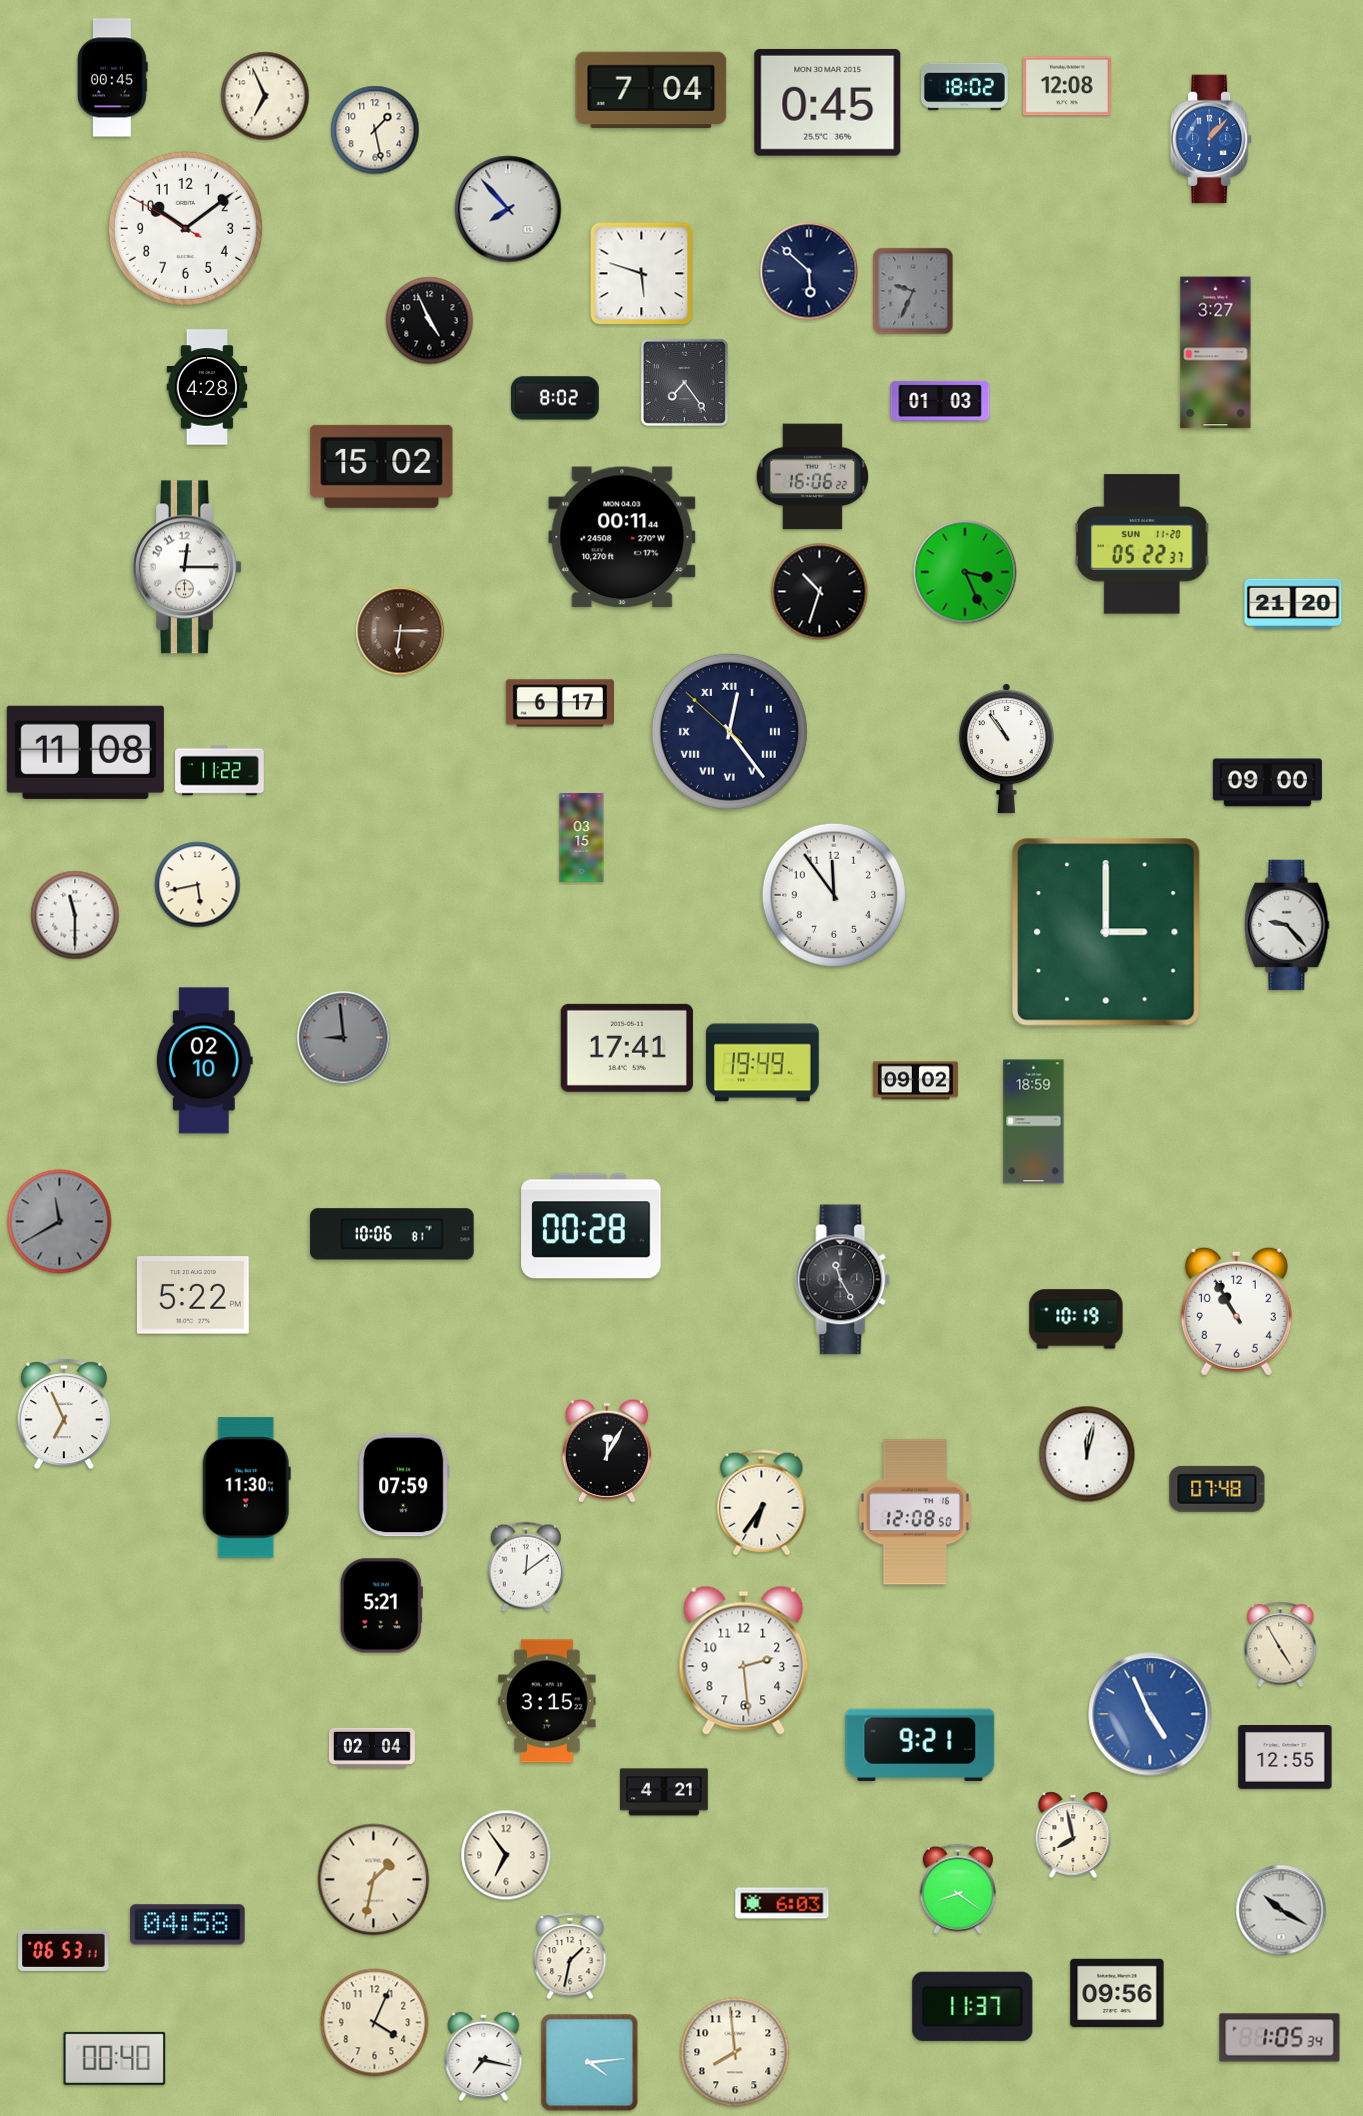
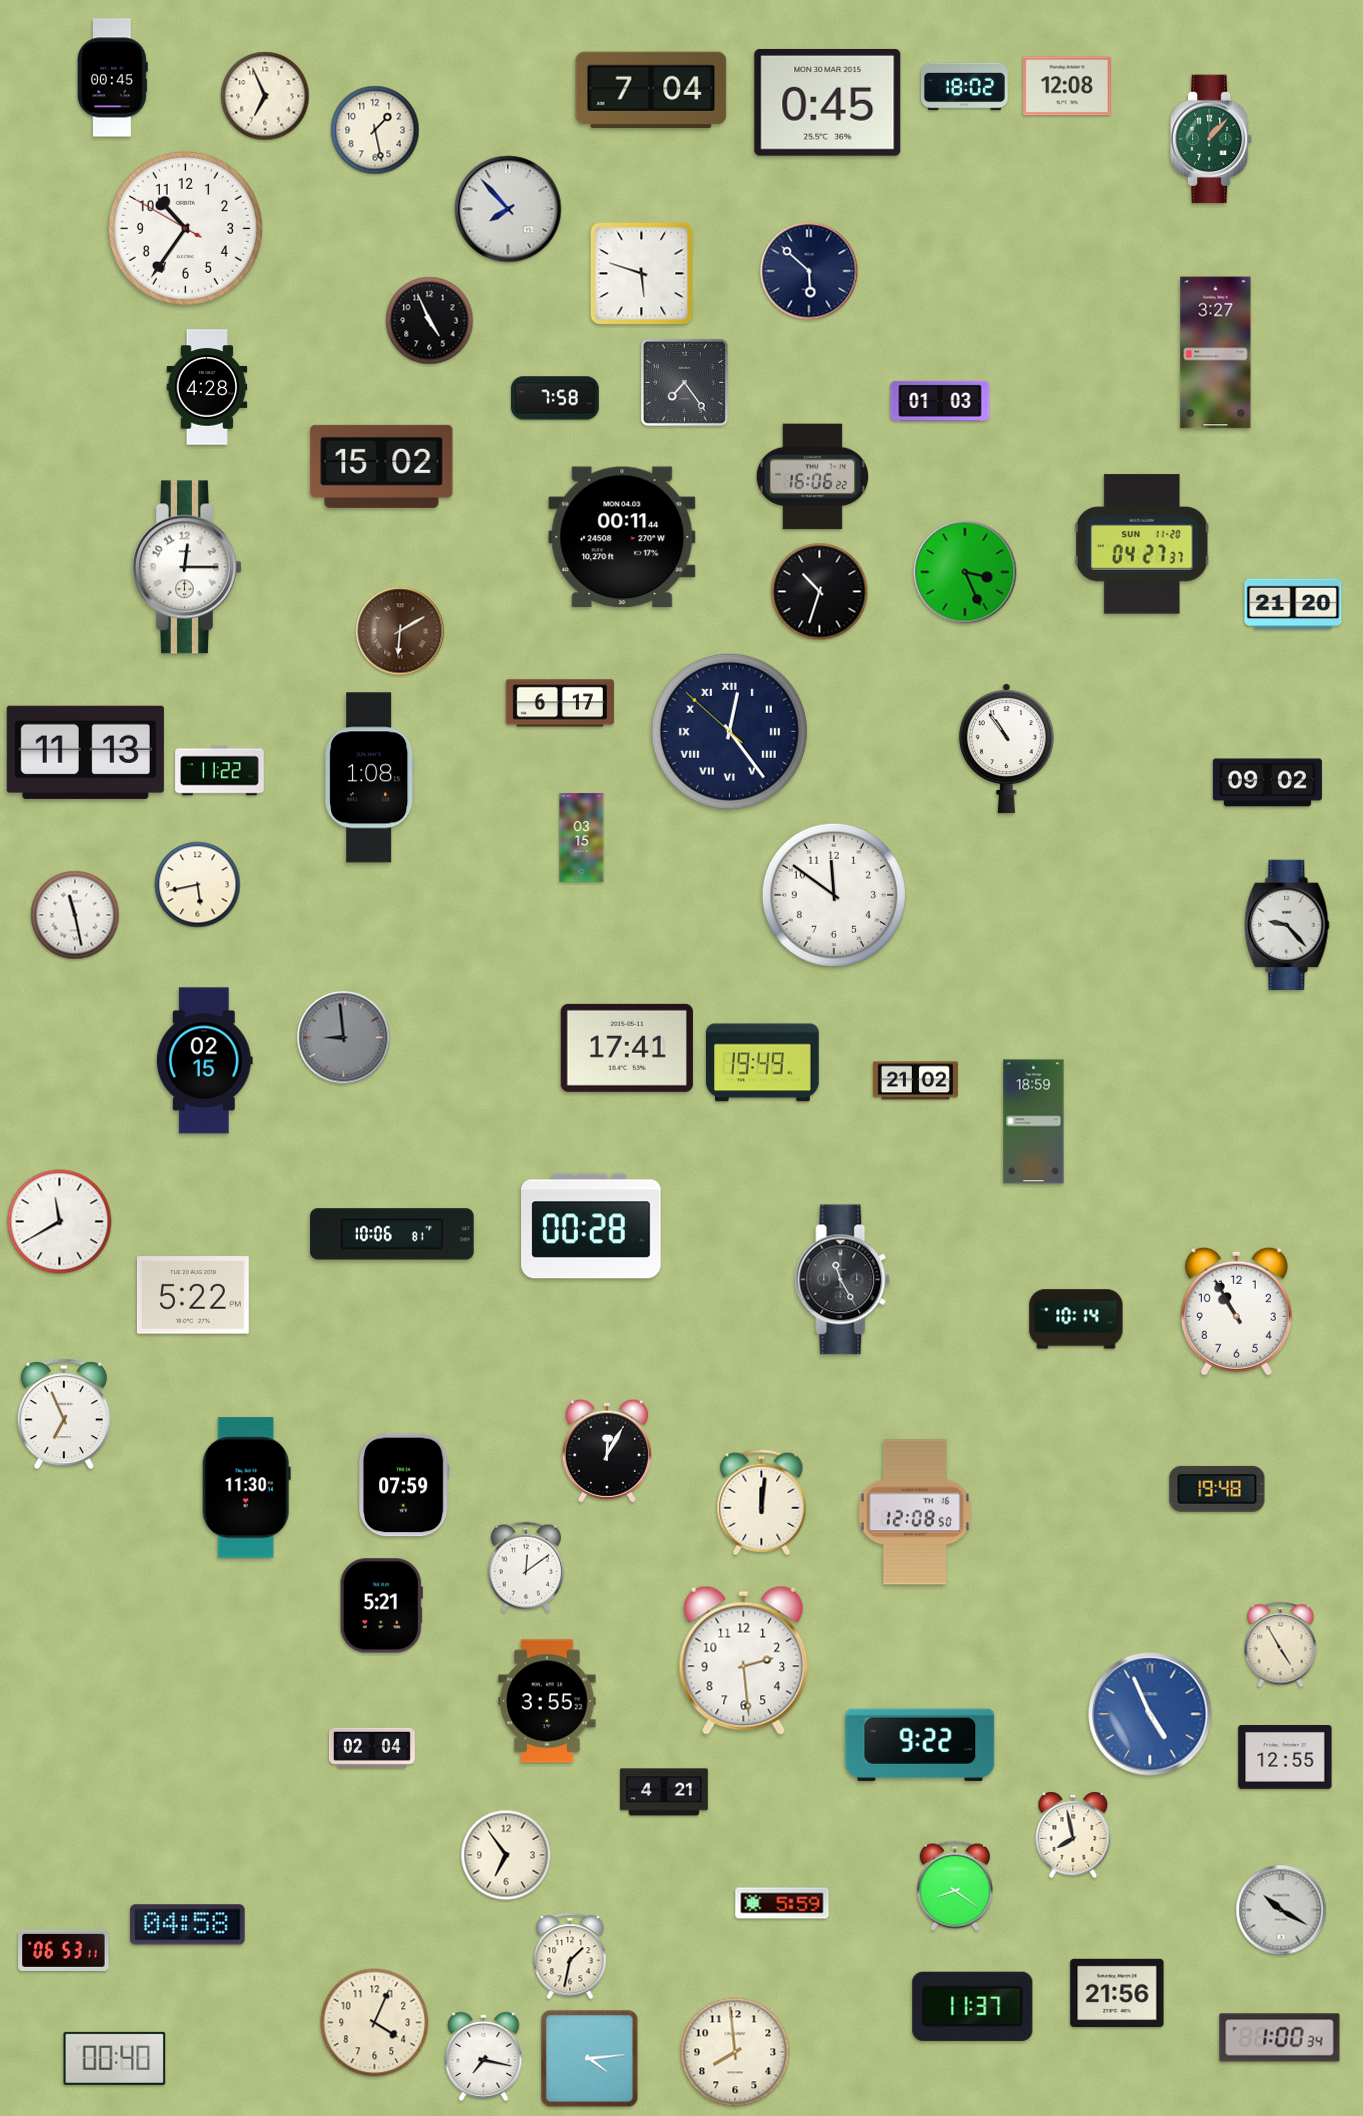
clock at (1211, 139) dial: blue -> green
clock at (185, 228): 10:08 -> 10:35
clock at (913, 291): 9:34 -> none
clock at (556, 398): 8:02 -> 7:58
clock at (1142, 544): 05:22 -> 04:27
clock at (400, 631): 6:15 -> 6:10
clock at (85, 752): 11:08 -> 11:13
clock at (370, 778): none -> 1:08
clock at (1267, 783): 09:00 -> 09:02
clock at (834, 895): 11:54 -> 11:51
clock at (75, 915): 11:30 -> 11:28
clock at (1106, 932): 3:00 -> none
clock at (204, 1061): 02:10 -> 02:15
clock at (915, 1081): 09:02 -> 21:02
clock at (60, 1222) dial: grey -> white
clock at (1076, 1319): 10:19 -> 10:14
clock at (1087, 1454): 12:02 -> none
clock at (1217, 1489): 07:48 -> 19:48
clock at (762, 1503): 6:36 -> 12:01
clock at (547, 1701): 3:15 -> 3:55
clock at (920, 1745): 9:21 -> 9:22
clock at (374, 1880): 1:32 -> none
clock at (958, 1889) position: (958, 1889) -> (955, 1886)
clock at (782, 1903): 6:03 -> 5:59
clock at (1117, 1992): 09:56 -> 21:56
clock at (1280, 2038): 1:05 -> 1:00
clock at (590, 2063) position: (590, 2063) -> (590, 2059)
